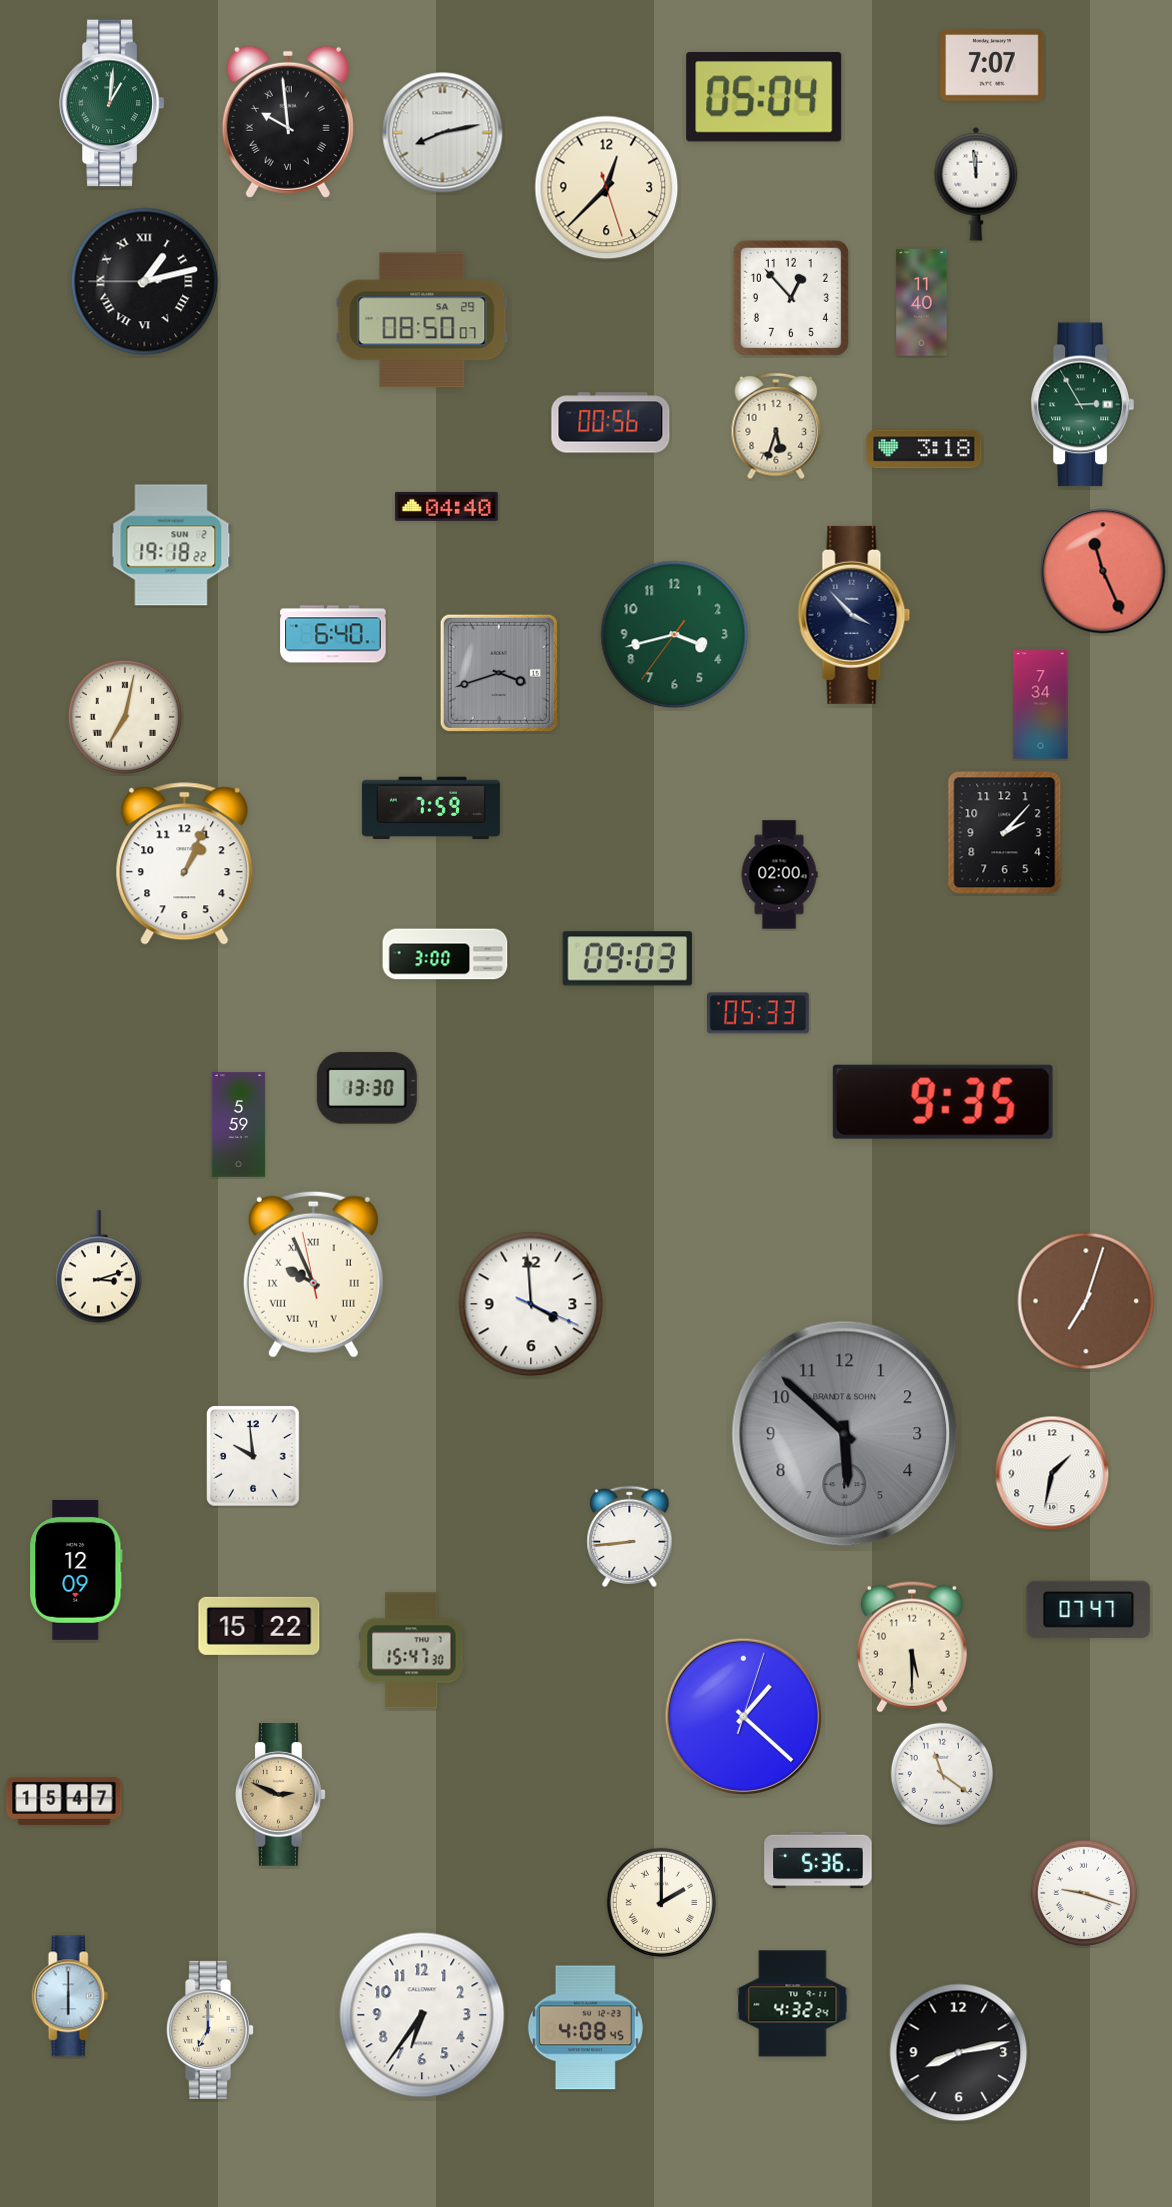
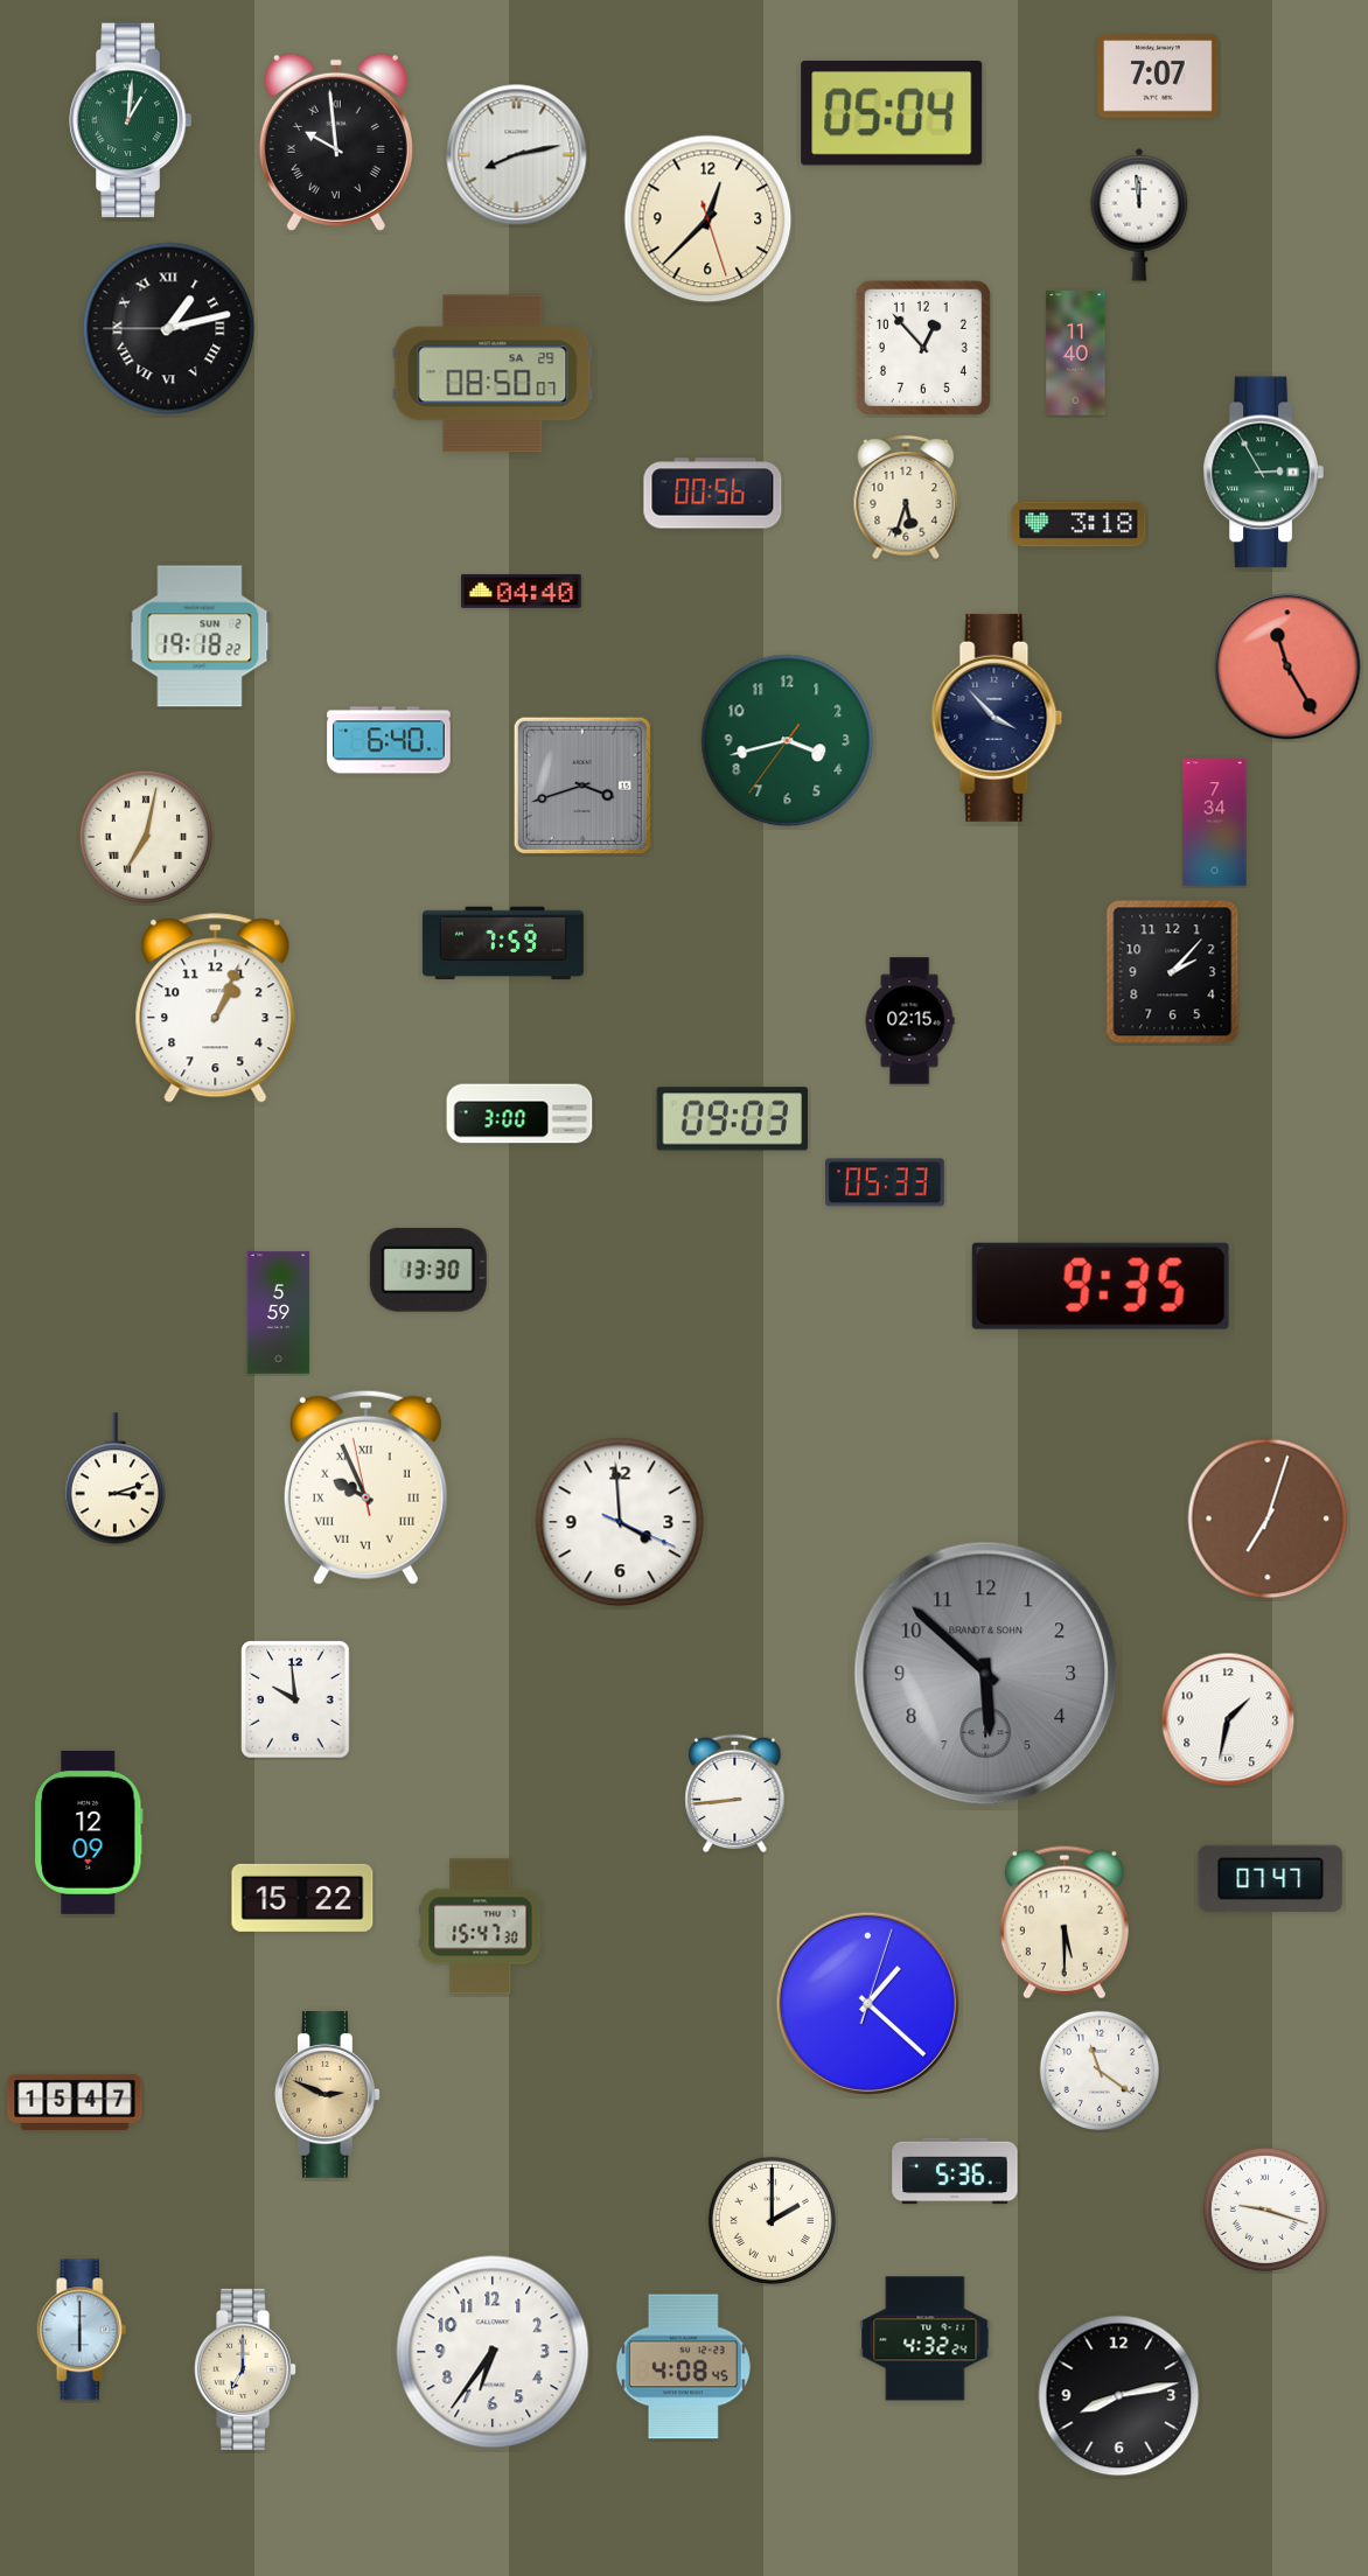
clock at (1103, 571): 11:26 -> 11:25
clock at (779, 875): 02:00 -> 02:15
